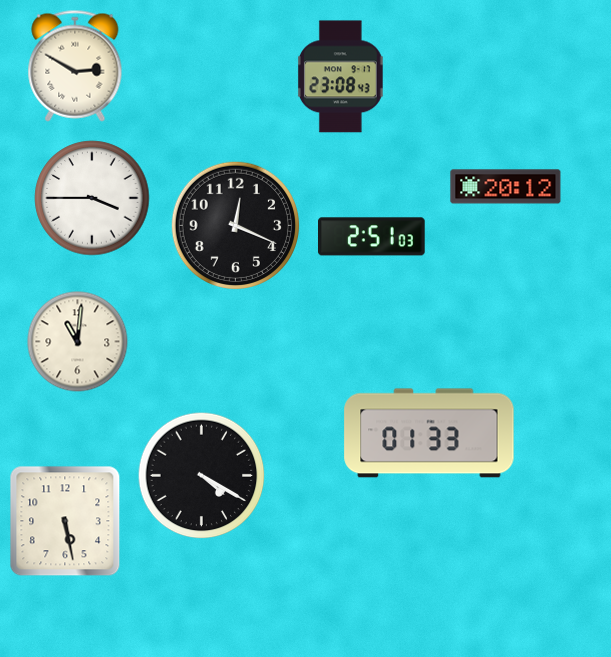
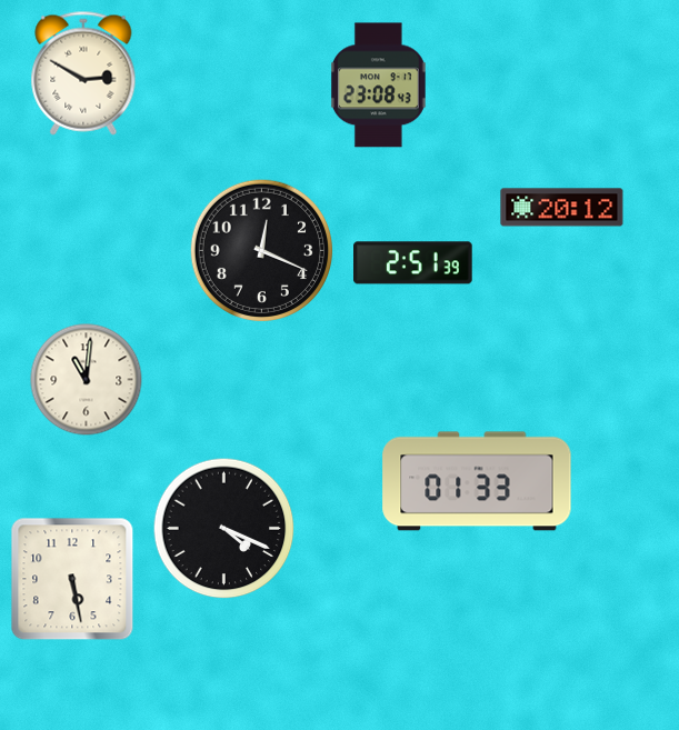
clock at (92, 198): 3:45 -> none
clock at (372, 237): 2:51:03 -> 2:51:39
clock at (202, 476): 4:20 -> 4:19
